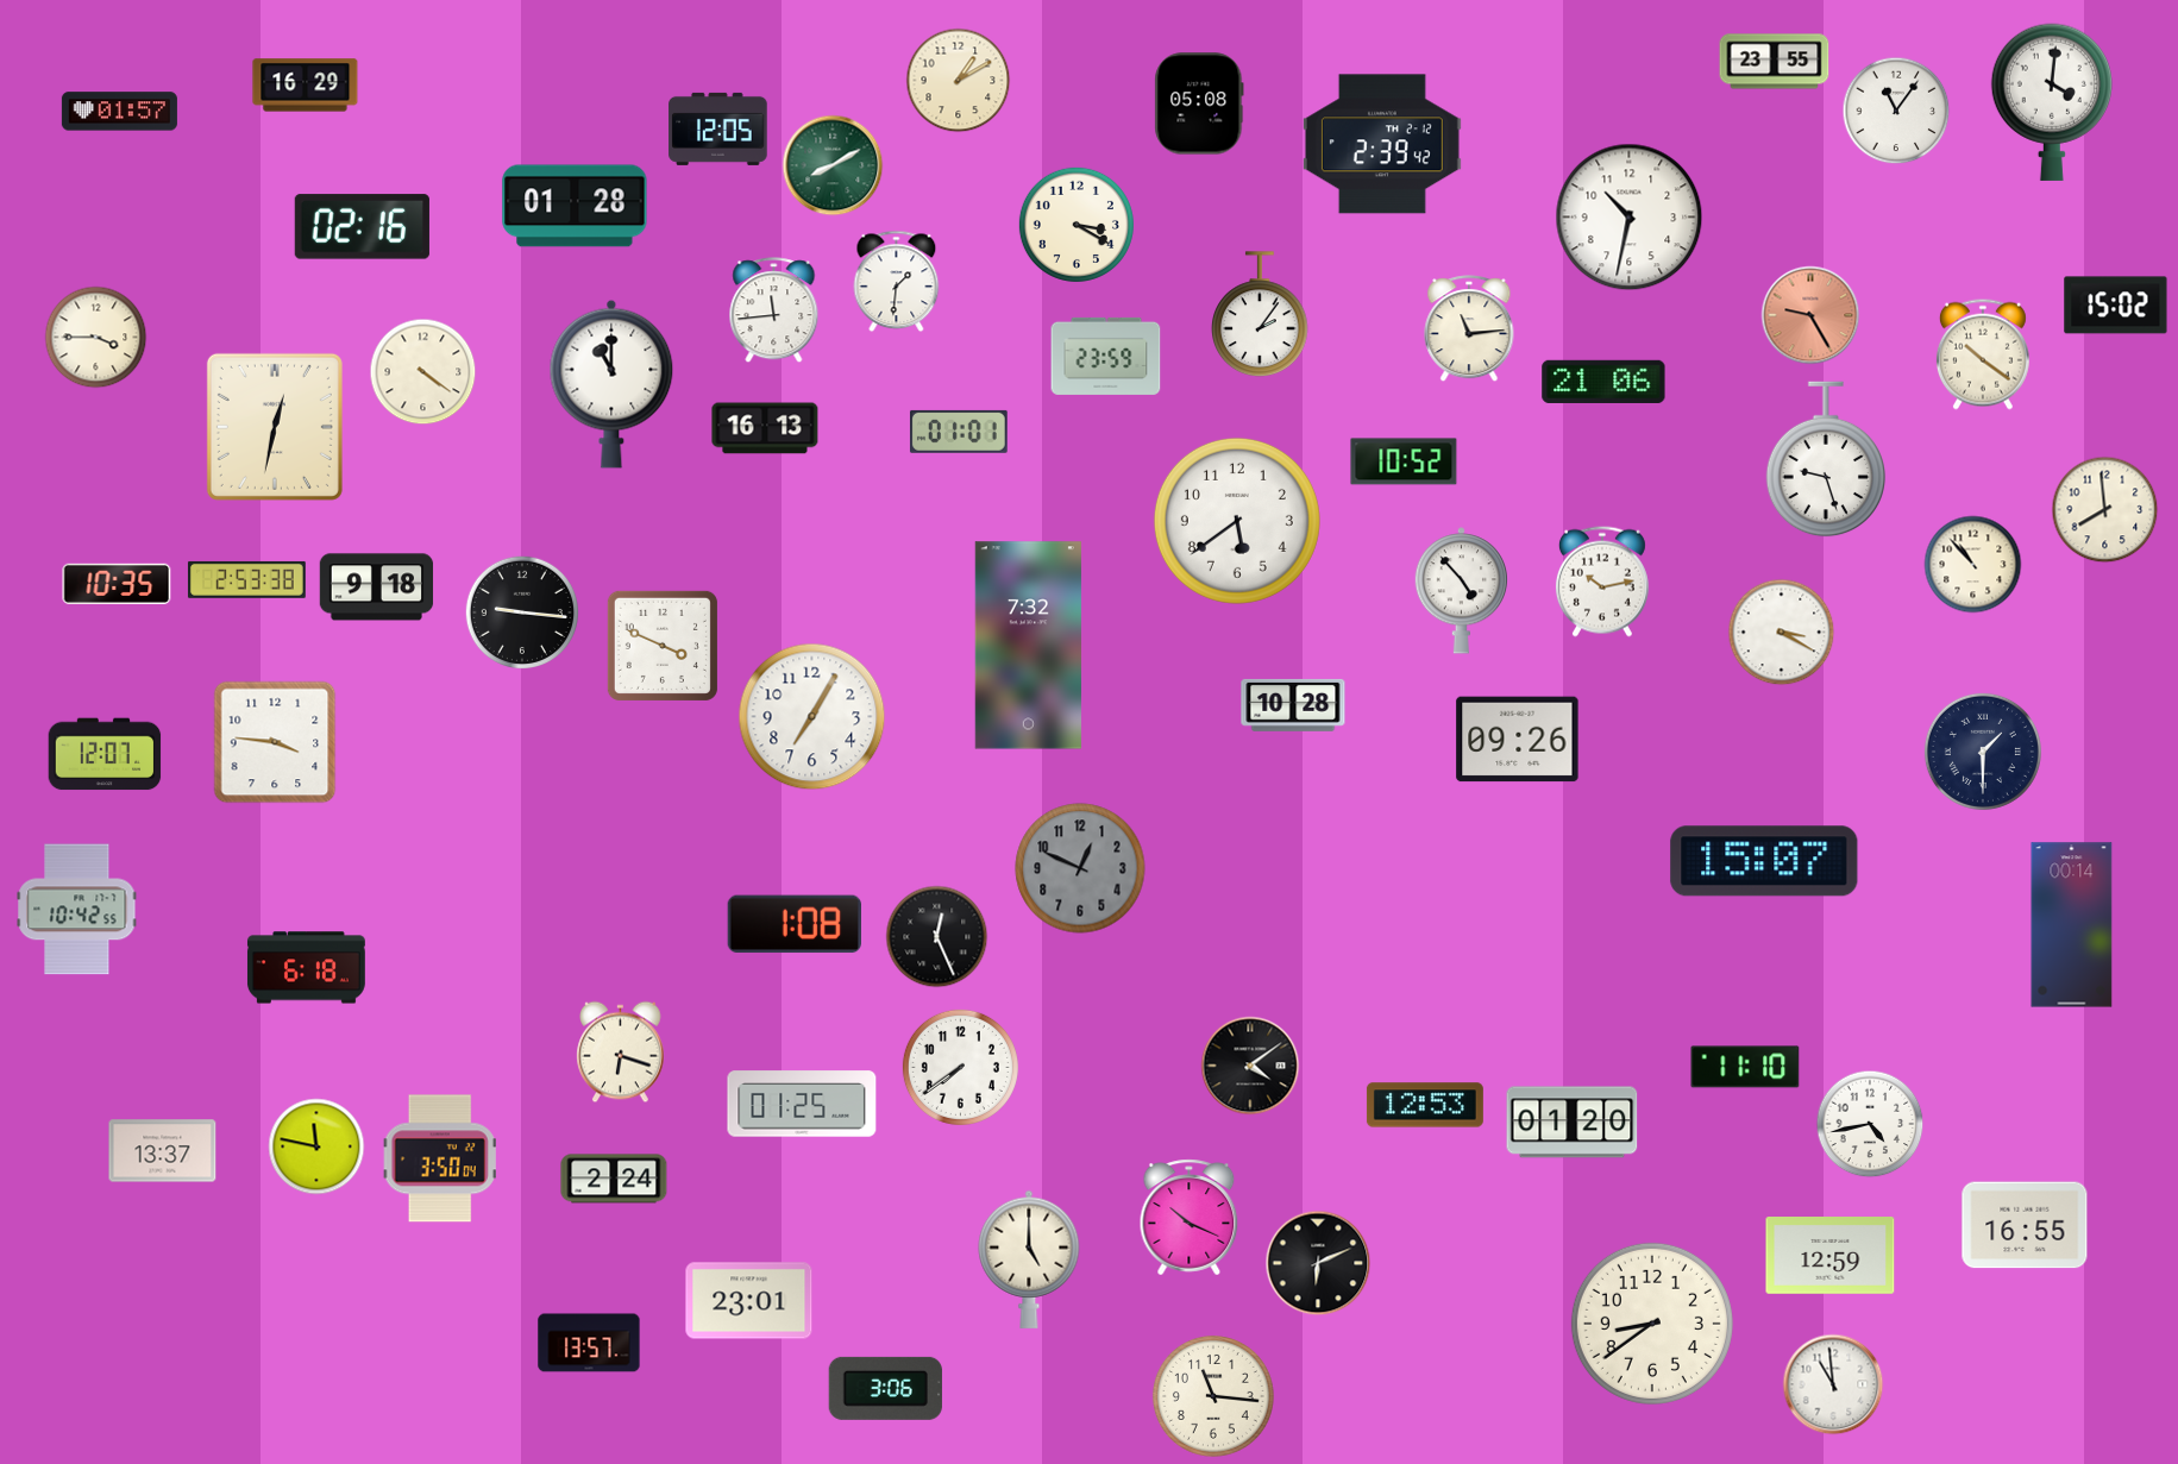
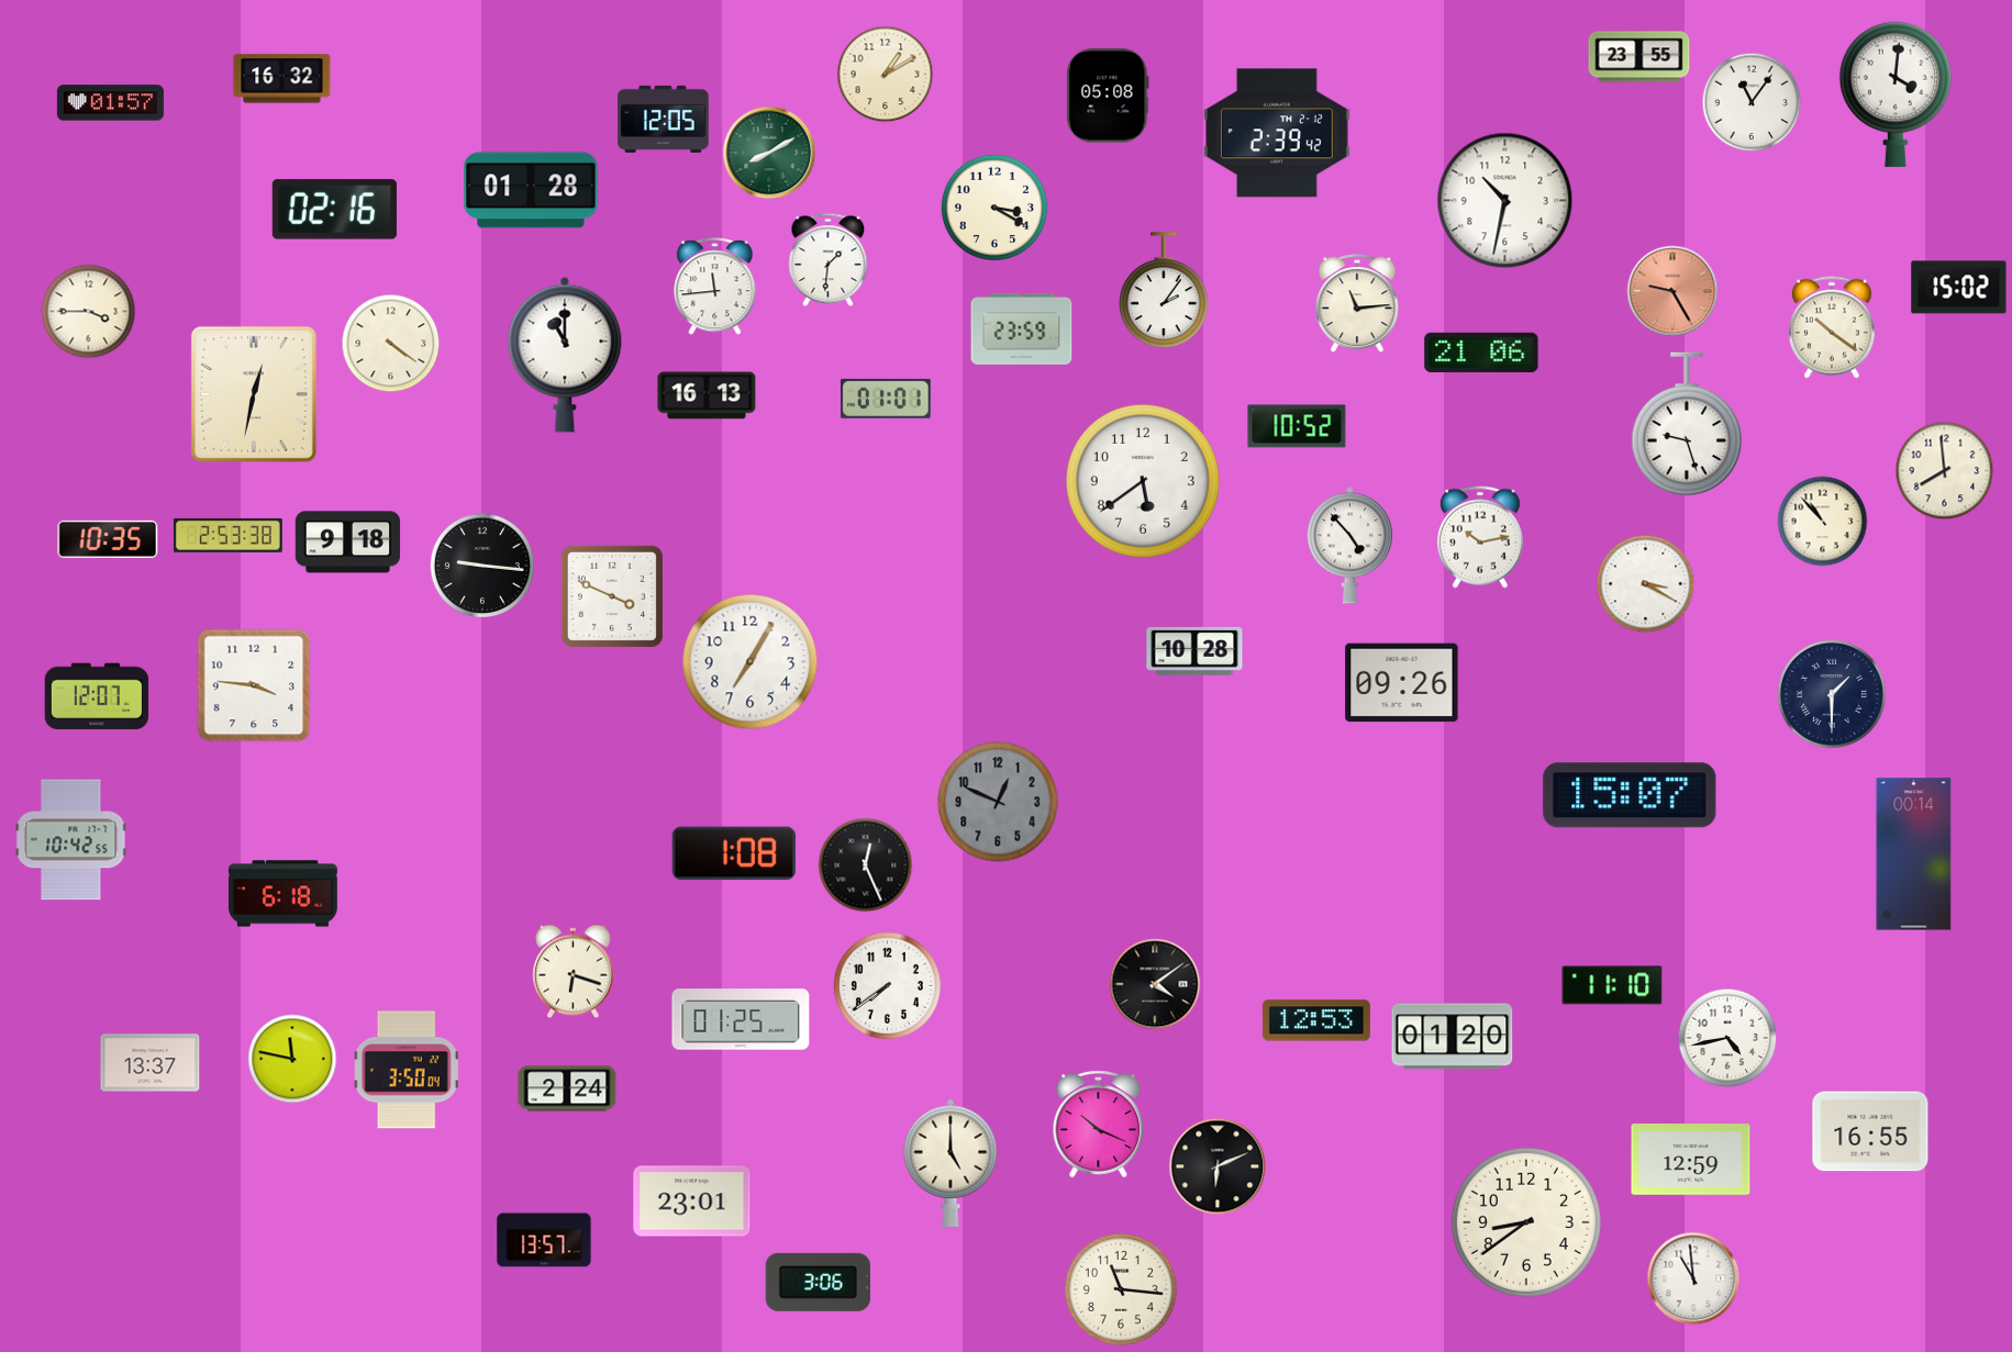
clock at (306, 86): 16:29 -> 16:32
clock at (2116, 306) position: (2116, 306) -> (1959, 288)
clock at (1028, 646): 7:32 -> none
